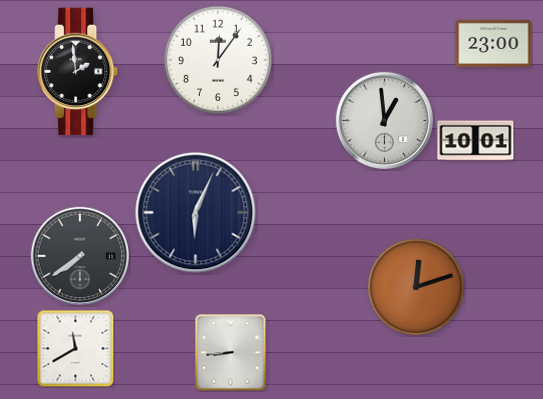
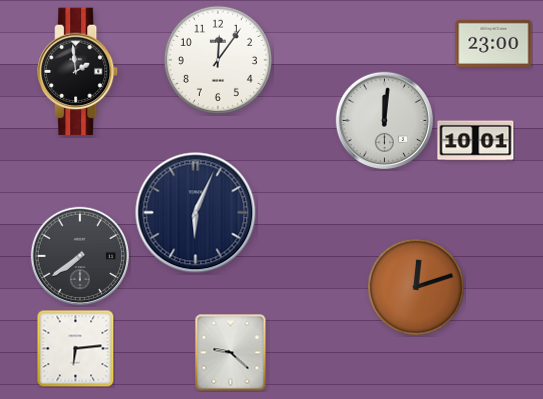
clock at (384, 120): 12:59 -> 12:01
clock at (75, 348): 11:40 -> 6:14
clock at (231, 353): 8:44 -> 9:22
